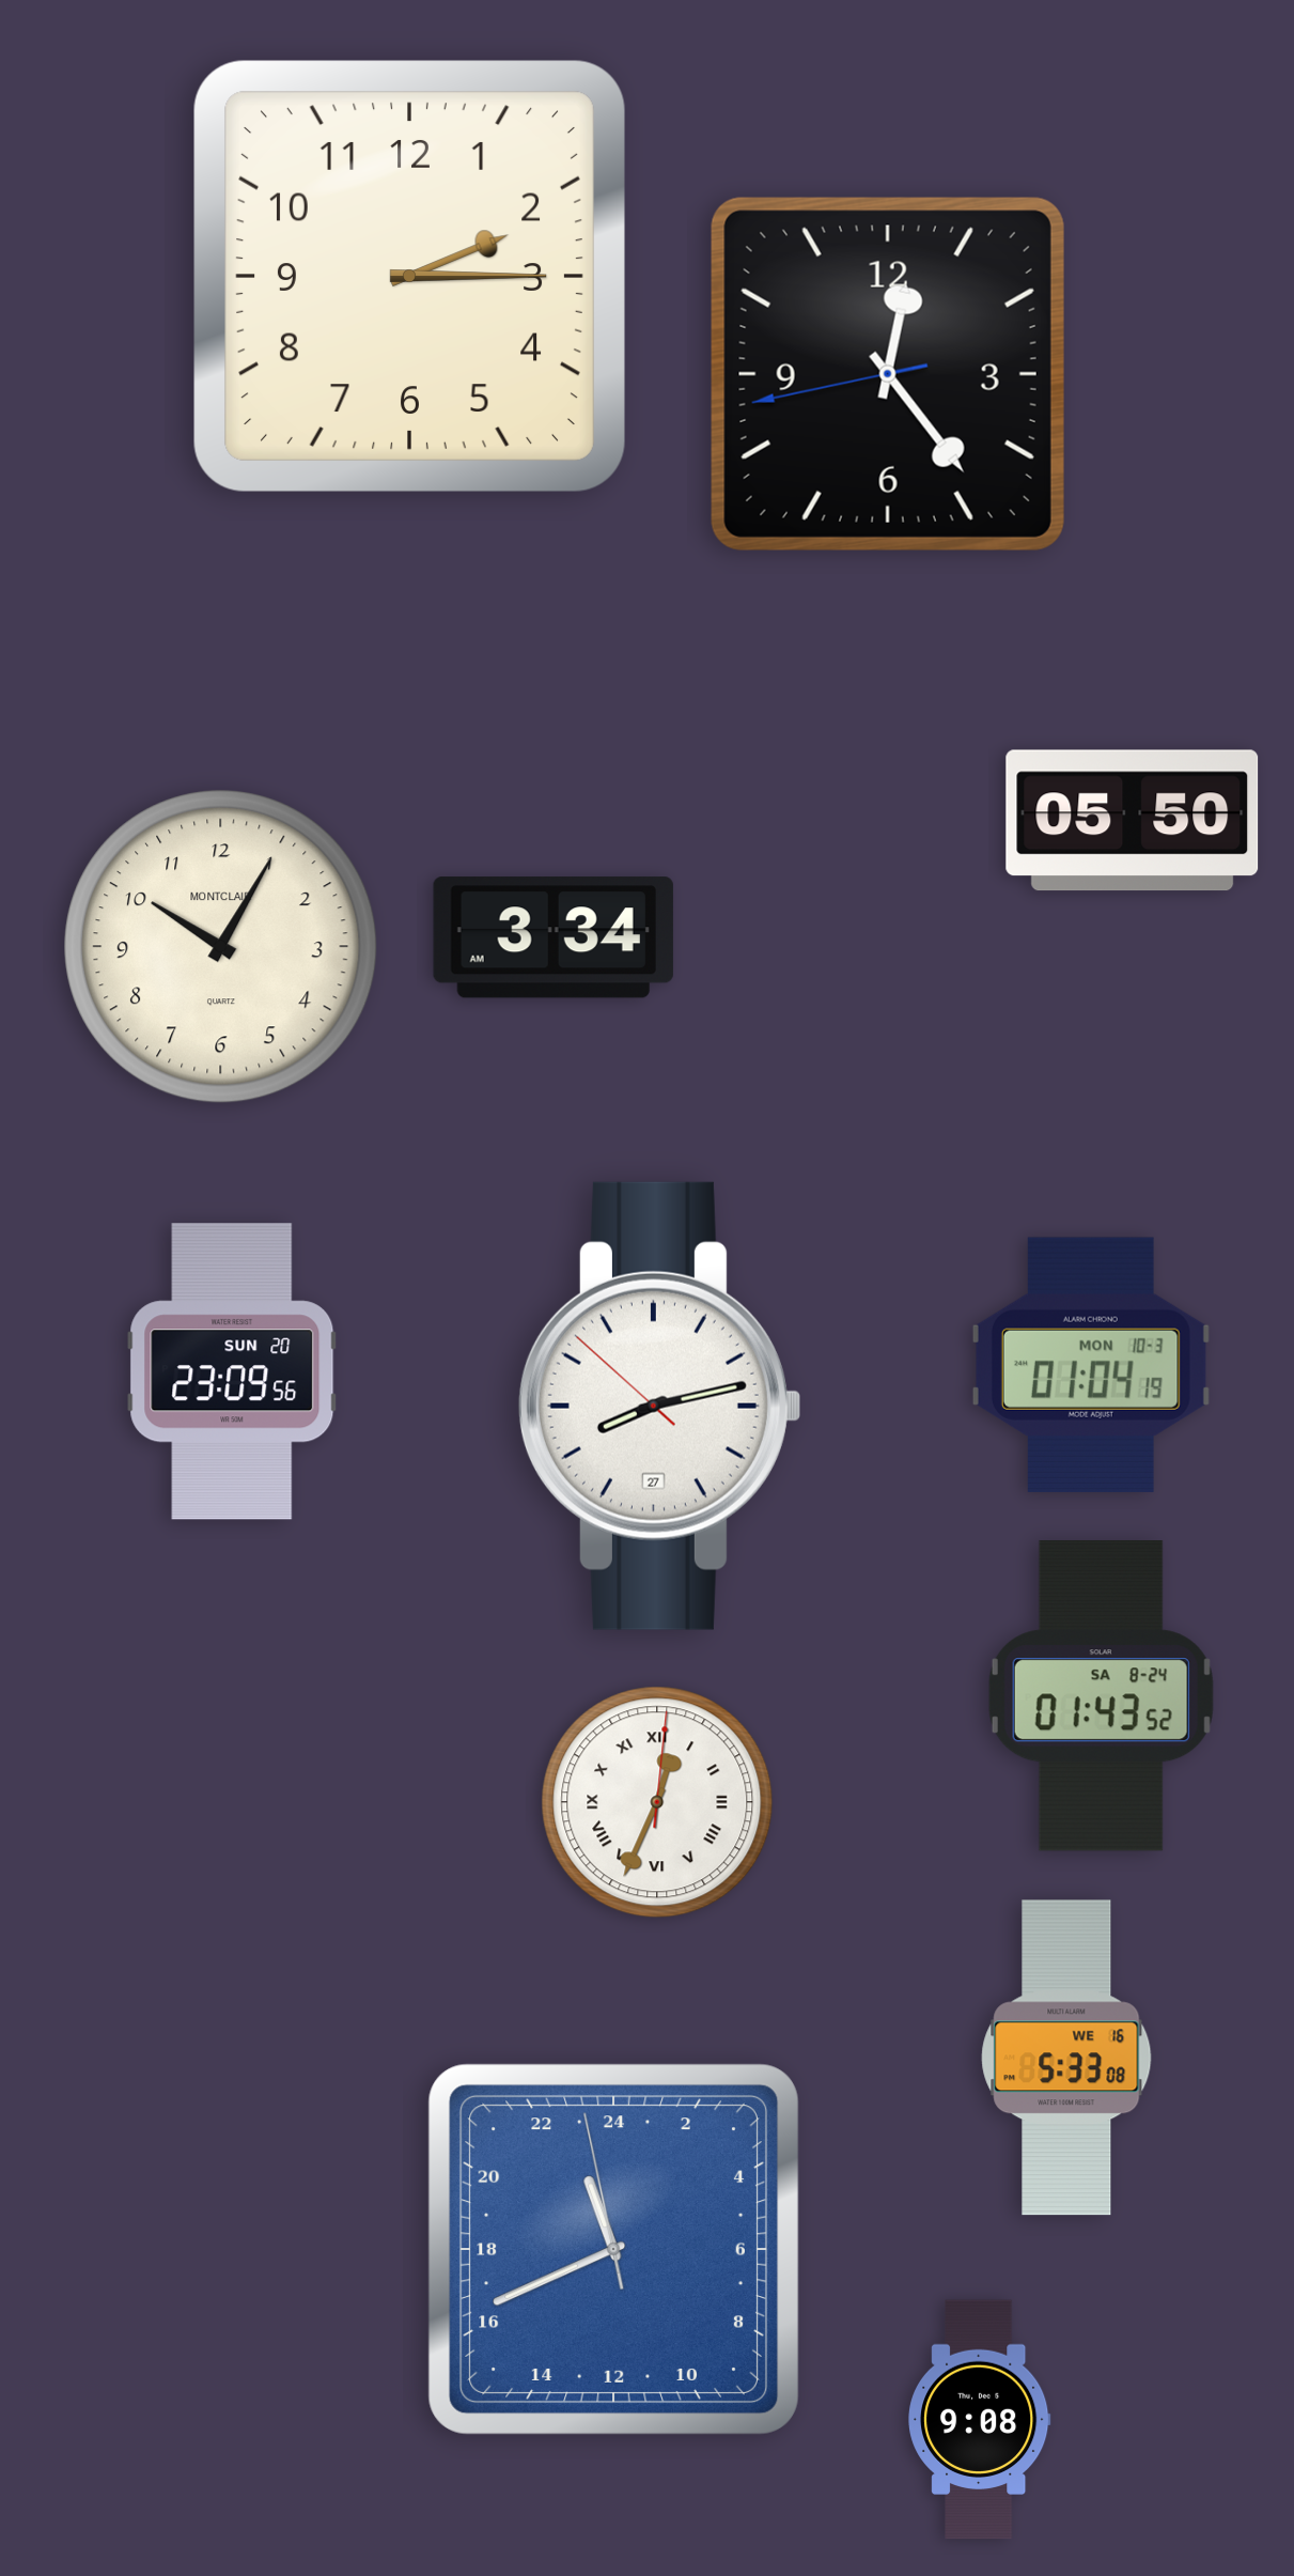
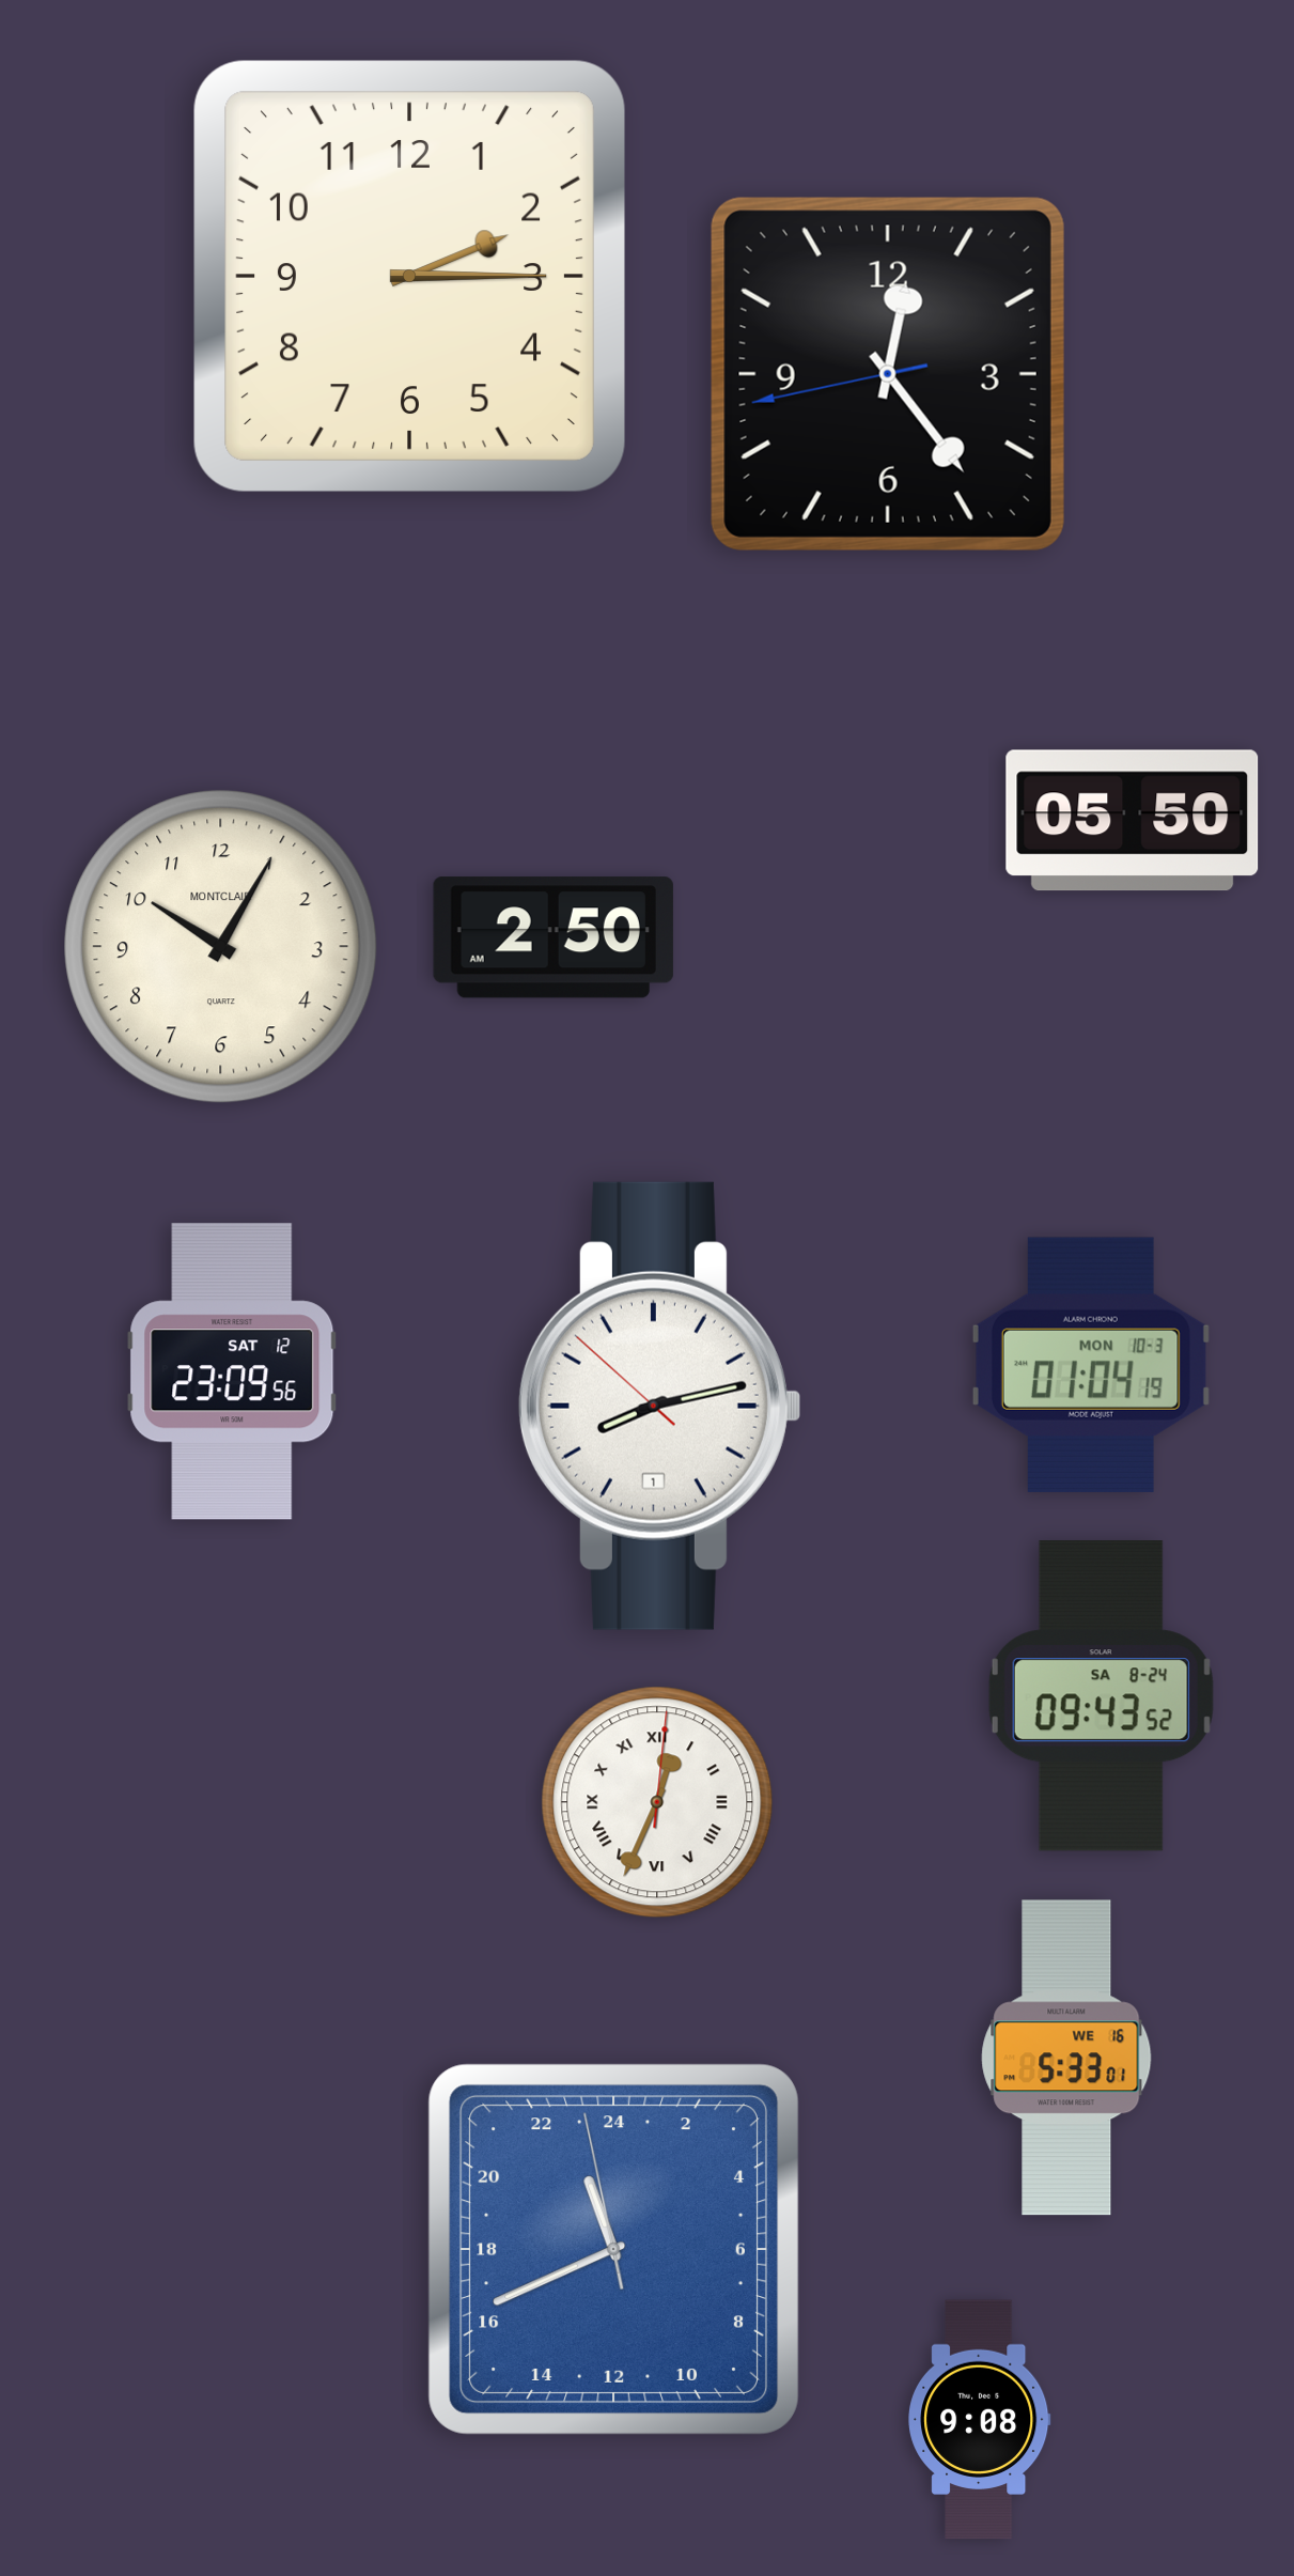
clock at (554, 937): 3:34 -> 2:50
clock at (232, 1371) date: SUN 20 -> SAT 12
clock at (659, 1406) date: 27 -> 1
clock at (1101, 1696): 01:43 -> 09:43
clock at (1066, 2058): 5:33:08 -> 5:33:01
